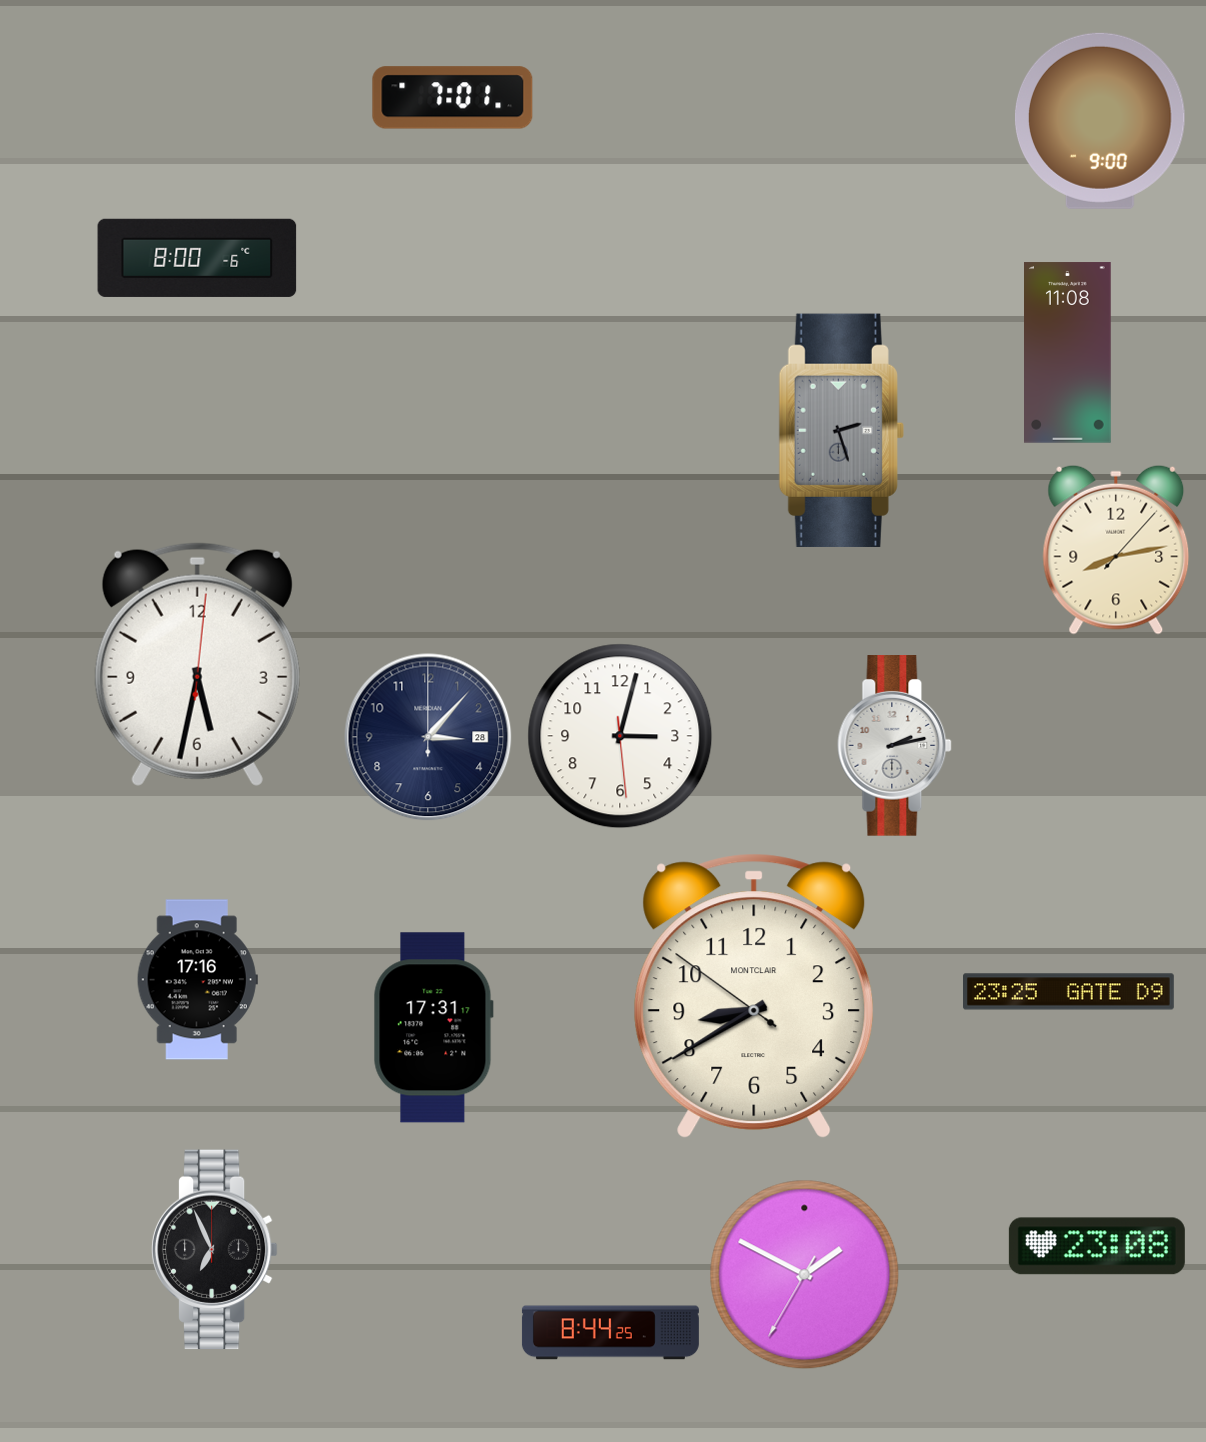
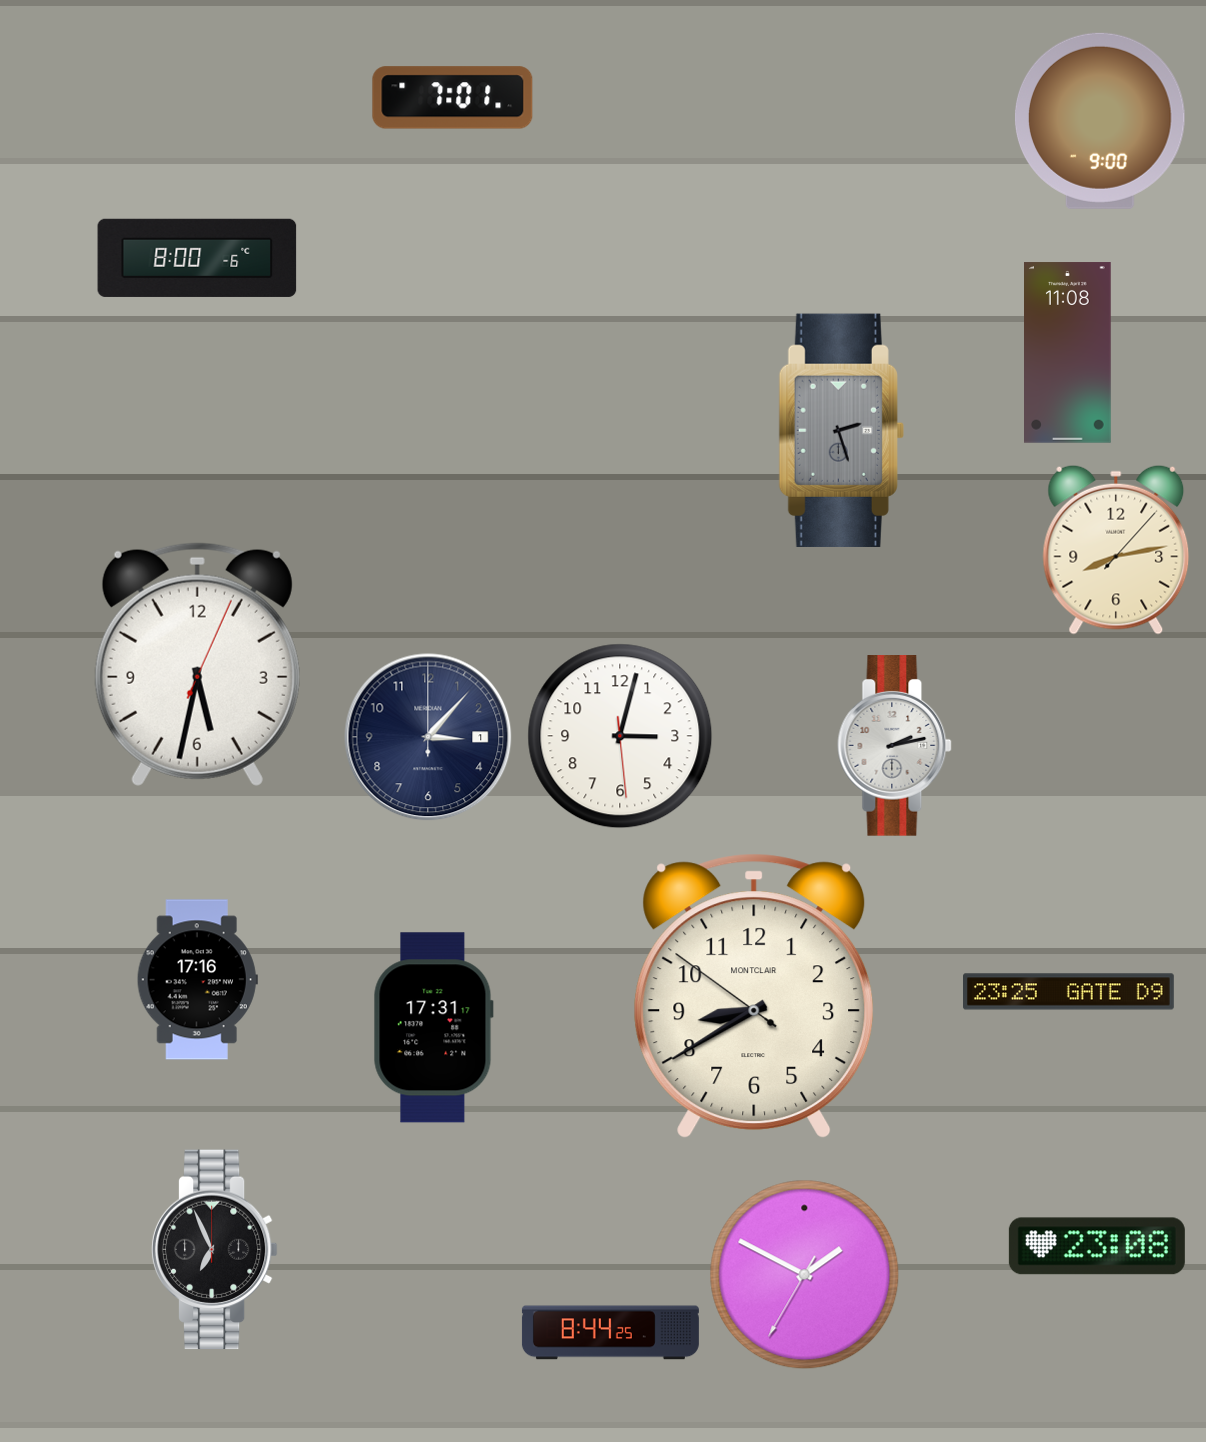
clock at (197, 664): 5:32:01 -> 5:32:04
clock at (428, 737) date: 28 -> 1
